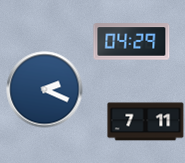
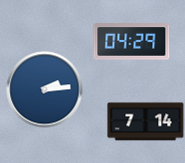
clock at (45, 90): 2:19 -> 2:14
clock at (146, 122): 7:11 -> 7:14
